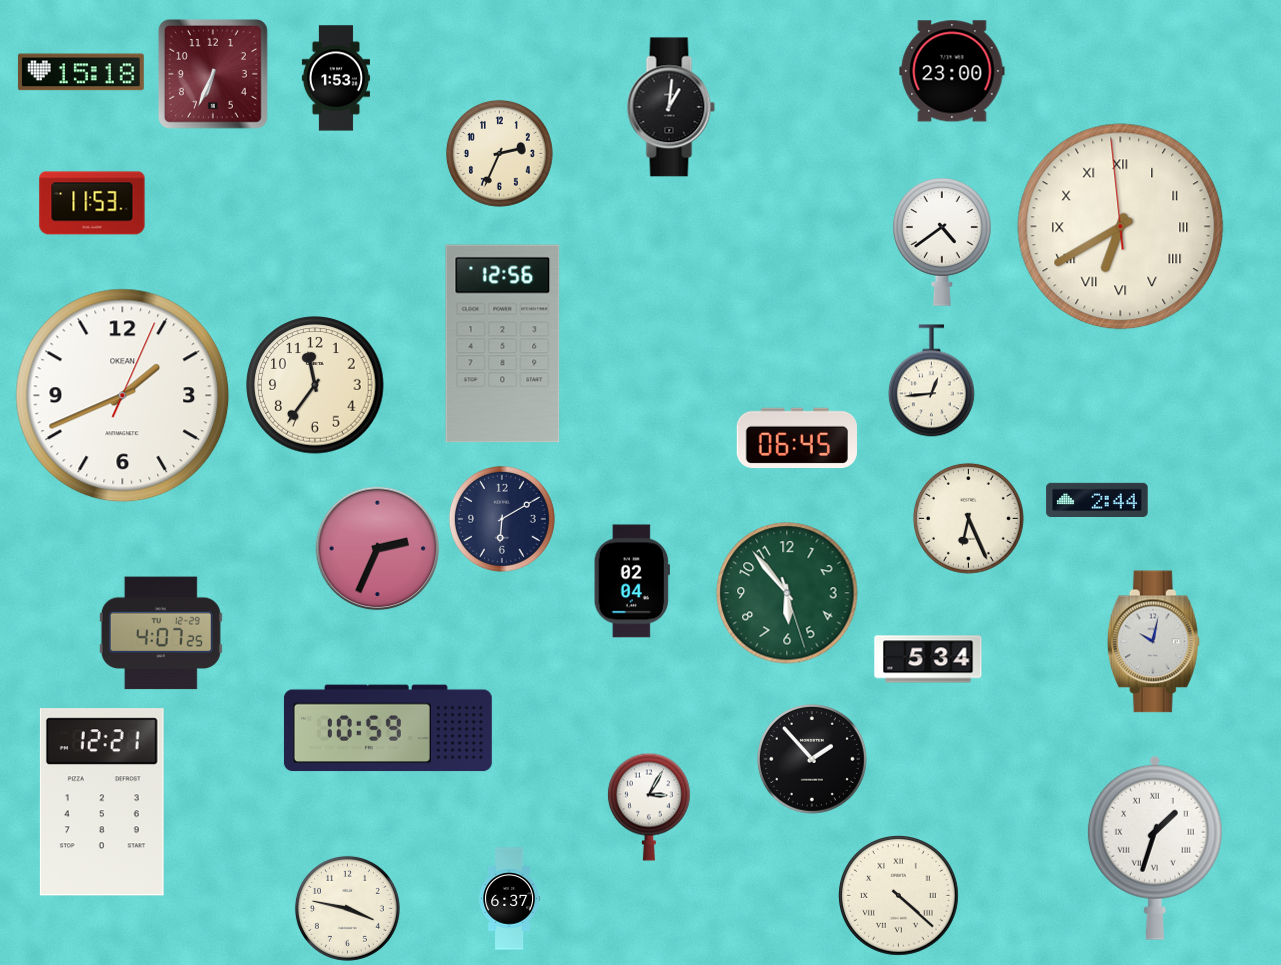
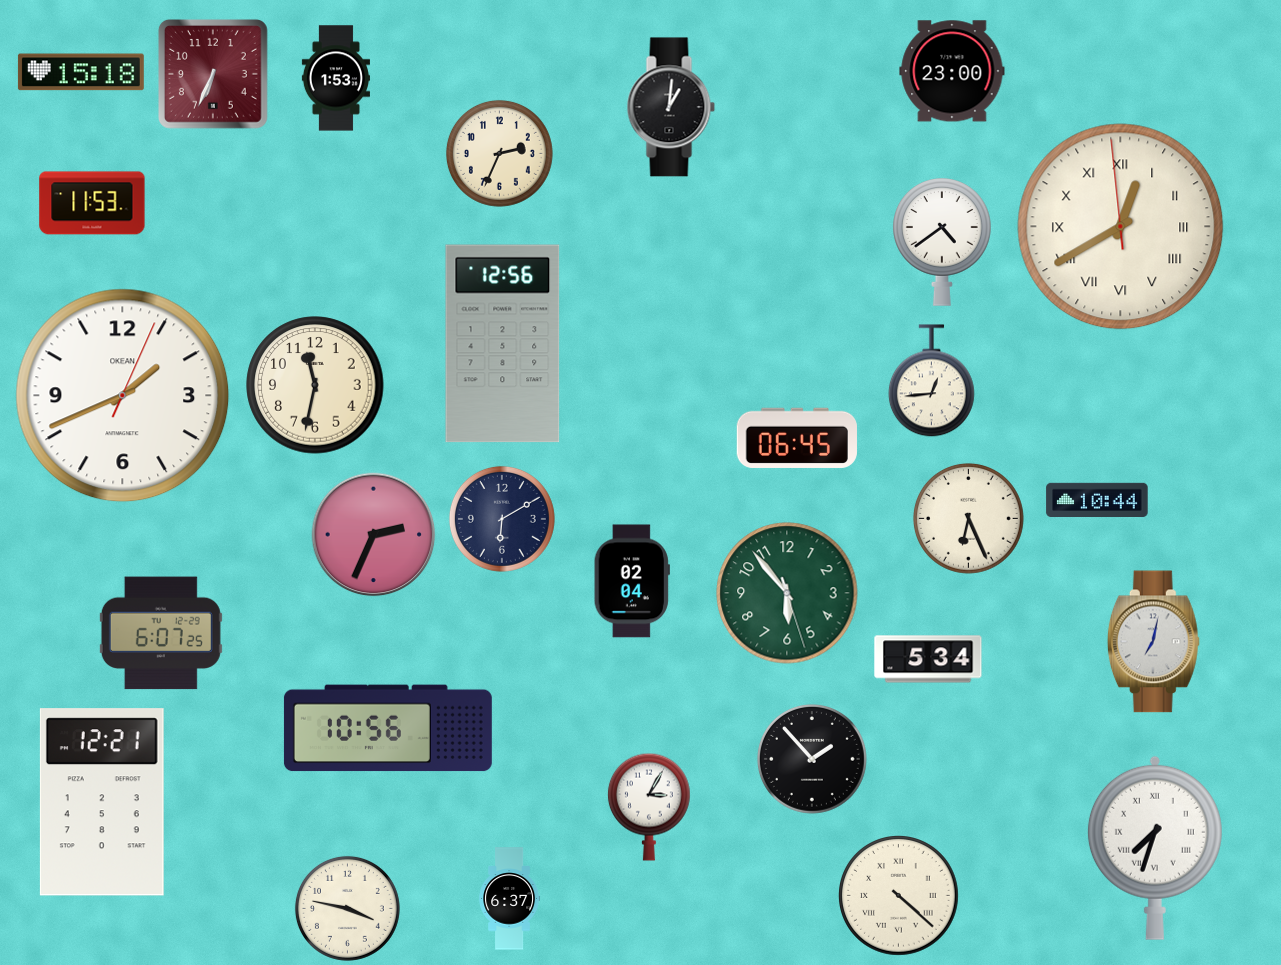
clock at (1121, 227): 6:39 -> 12:39
clock at (315, 385): 11:36 -> 11:32
clock at (1097, 499): 2:44 -> 10:44
clock at (378, 549) position: (378, 549) -> (374, 535)
clock at (161, 633): 4:07 -> 6:07
clock at (1153, 642): 10:02 -> 7:02
clock at (388, 728): 10:59 -> 10:56
clock at (1155, 848): 1:33 -> 7:33
